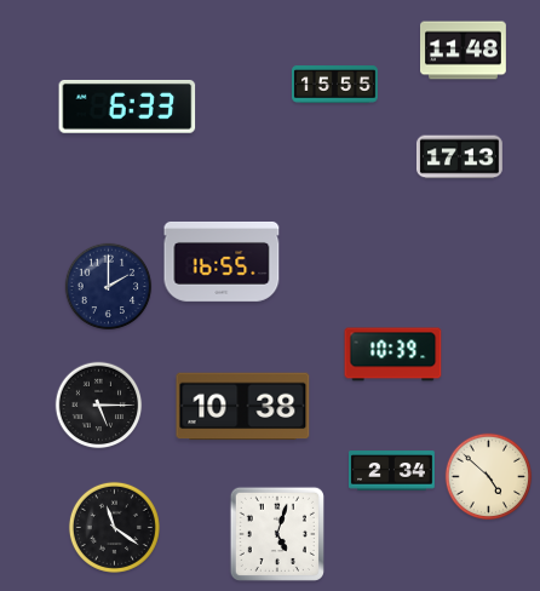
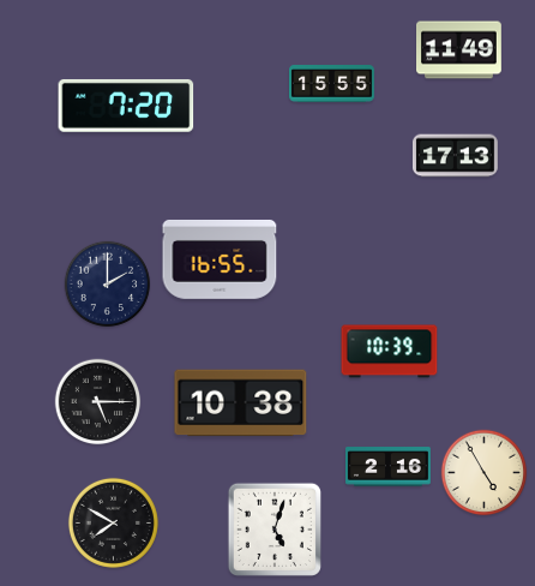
clock at (464, 51): 11:48 -> 11:49
clock at (127, 107): 6:33 -> 7:20
clock at (392, 471): 2:34 -> 2:16
clock at (489, 477): 4:52 -> 4:55
clock at (114, 527): 11:21 -> 7:50
